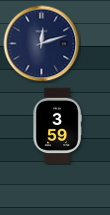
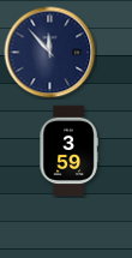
clock at (42, 44): 12:12 -> 11:53
